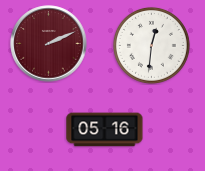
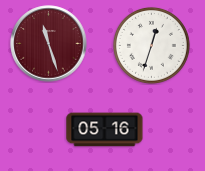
clock at (49, 44): 2:11 -> 11:27
clock at (151, 45): 12:31 -> 12:33
